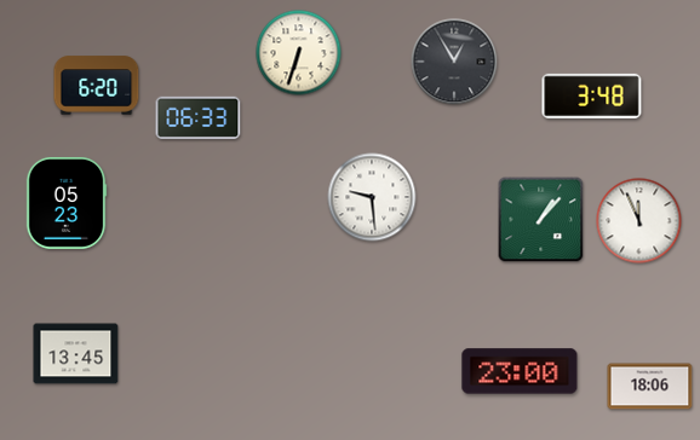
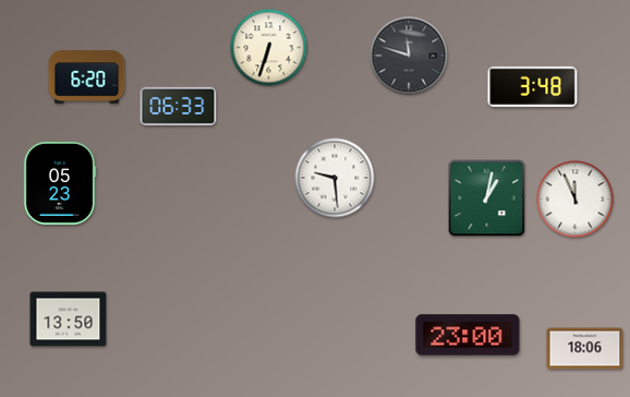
clock at (454, 62): 12:55 -> 11:48
clock at (541, 220): 1:07 -> 1:02
clock at (76, 354): 13:45 -> 13:50
